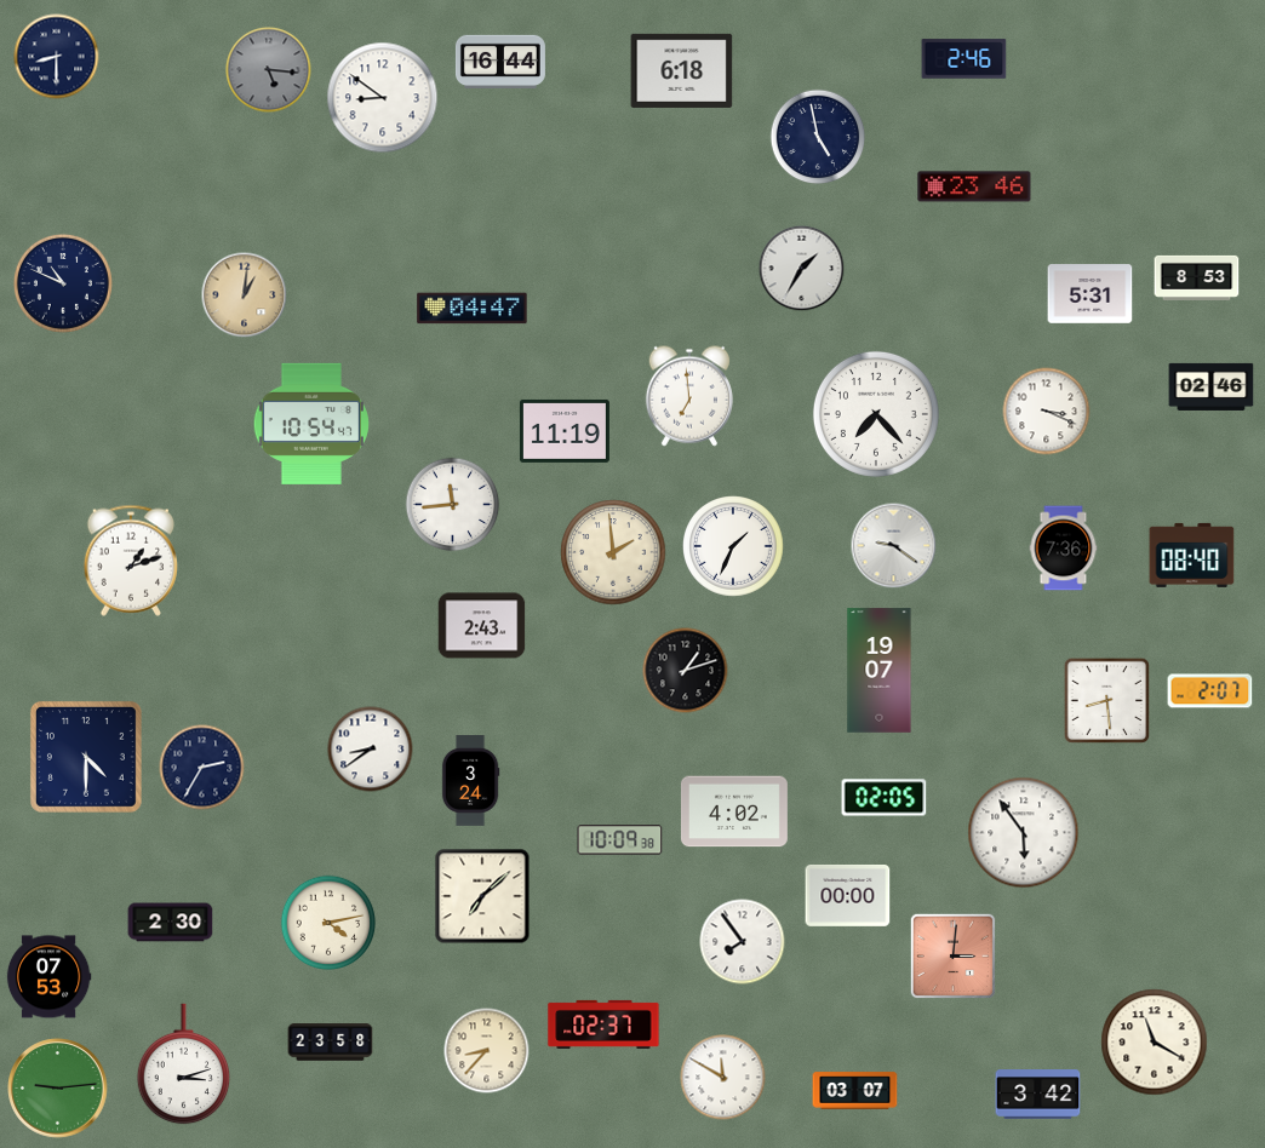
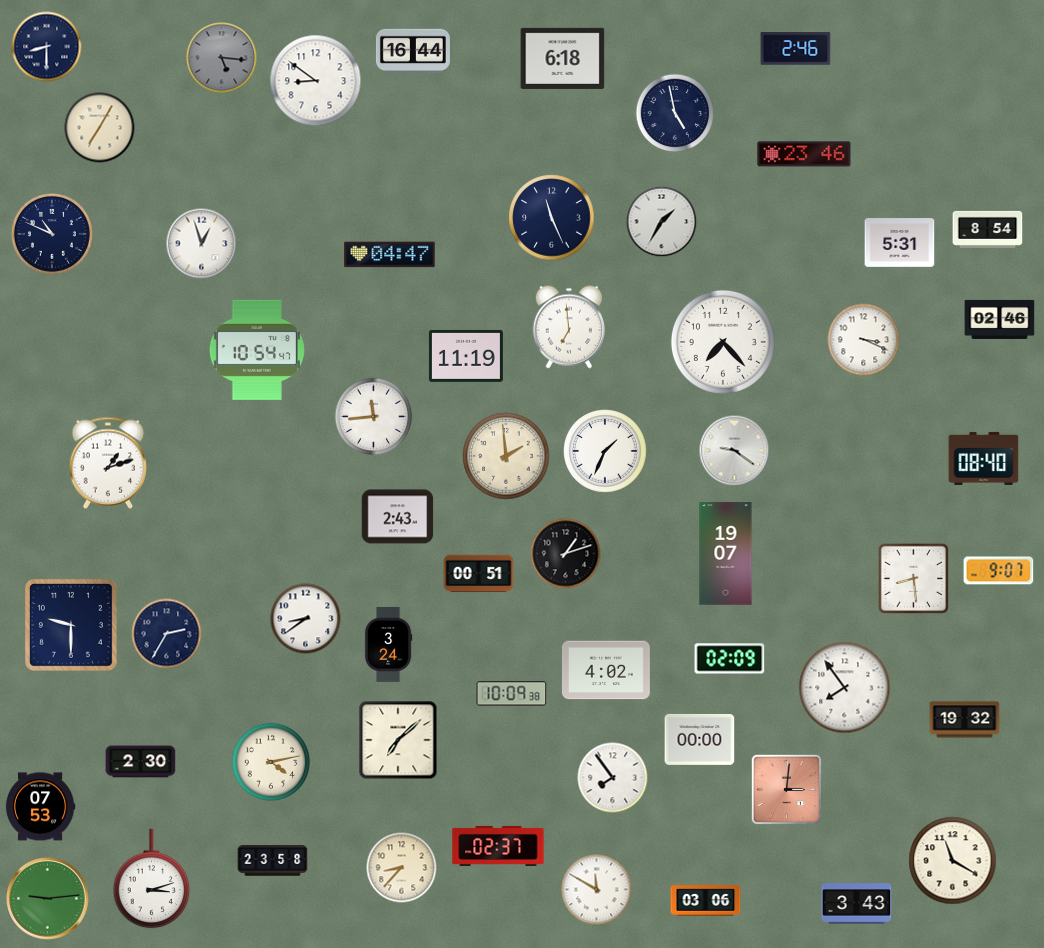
clock at (100, 128): none -> 7:05
clock at (552, 218): none -> 11:26
clock at (1197, 277): 8:53 -> 8:54
clock at (245, 295): 1:01 -> 12:57
clock at (245, 295) dial: champagne -> white
clock at (894, 546) position: (894, 546) -> (735, 451)
clock at (1064, 549): 7:36 -> none
clock at (1210, 691): 2:07 -> 9:07
clock at (479, 574): none -> 00:51
clock at (86, 757): 4:30 -> 9:30
clock at (885, 798): 02:05 -> 02:09
clock at (1024, 833): 5:54 -> 7:54
clock at (965, 720): none -> 19:32
clock at (855, 1091): 03:07 -> 03:06
clock at (1038, 1095): 3:42 -> 3:43
